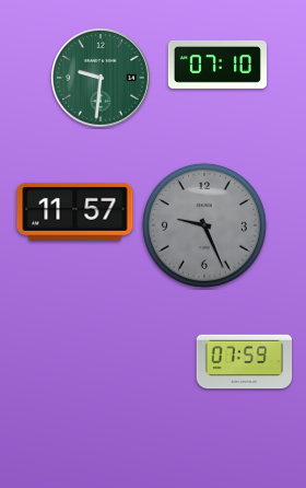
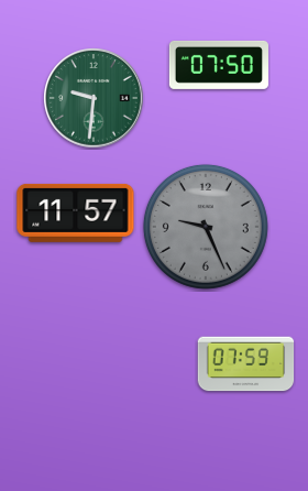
clock at (217, 65): 07:10 -> 07:50
clock at (101, 78) position: (101, 78) -> (94, 98)
